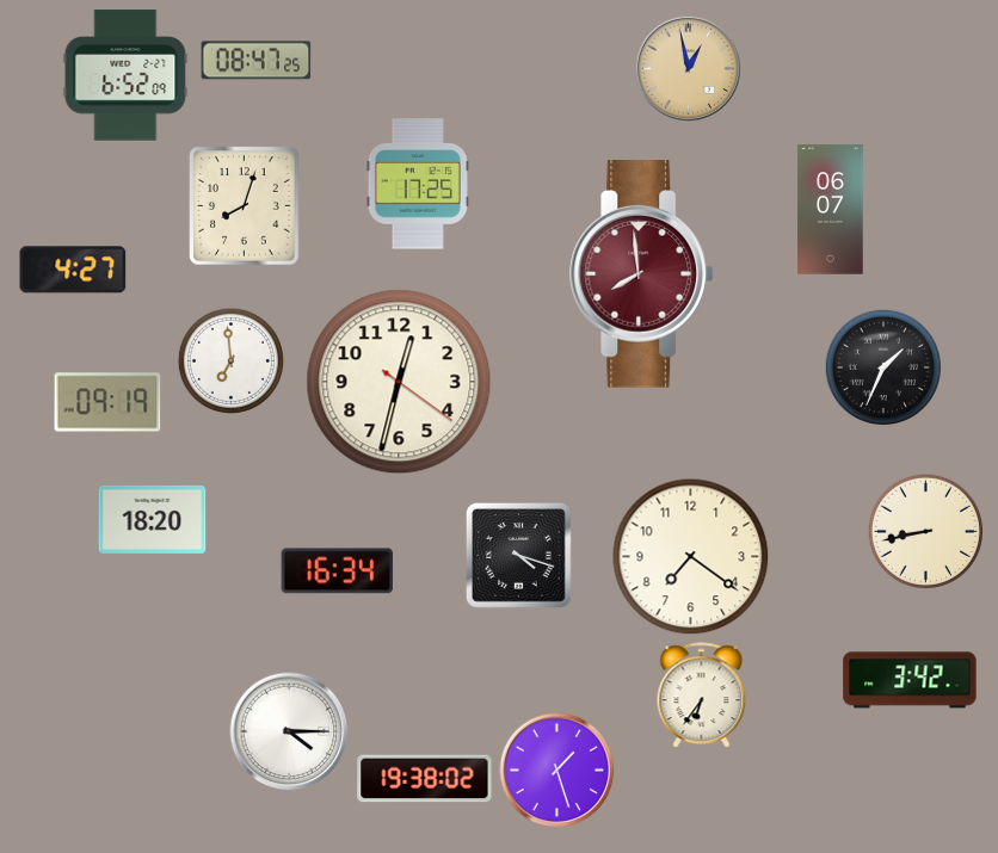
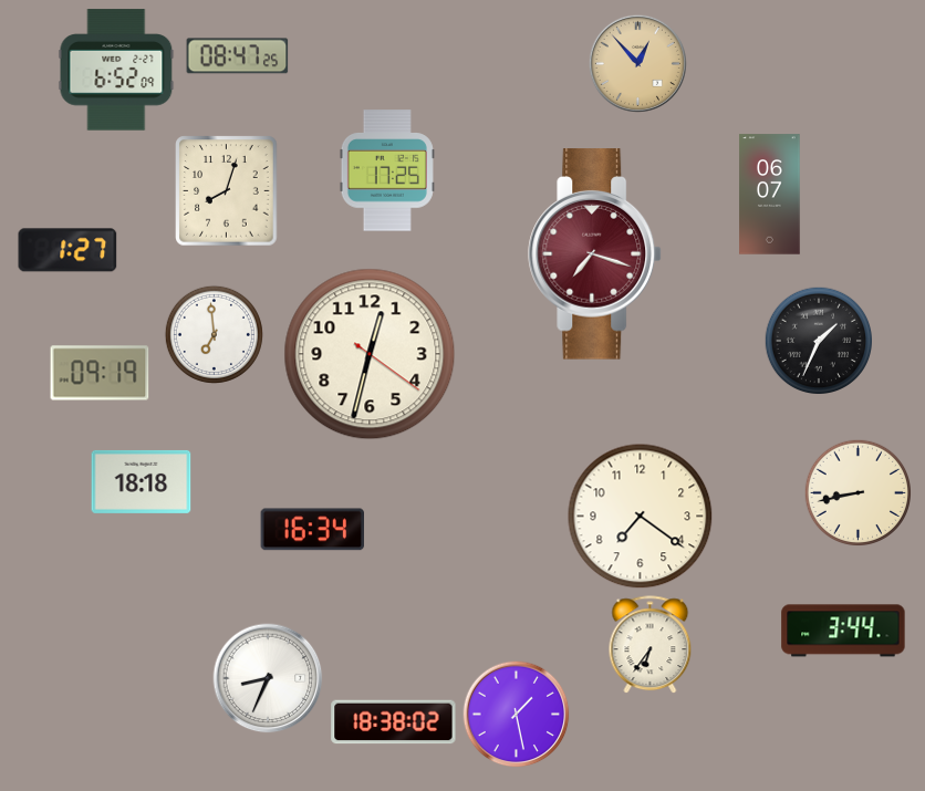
clock at (688, 68): 12:58 -> 12:53
clock at (73, 270): 4:27 -> 1:27
clock at (642, 274): 7:59 -> 7:18
clock at (153, 519): 18:20 -> 18:18
clock at (519, 556): 4:18 -> none
clock at (910, 680): 3:42 -> 3:44
clock at (289, 731): 4:15 -> 8:34
clock at (557, 771): 1:27 -> 1:28
clock at (425, 779): 19:38 -> 18:38
